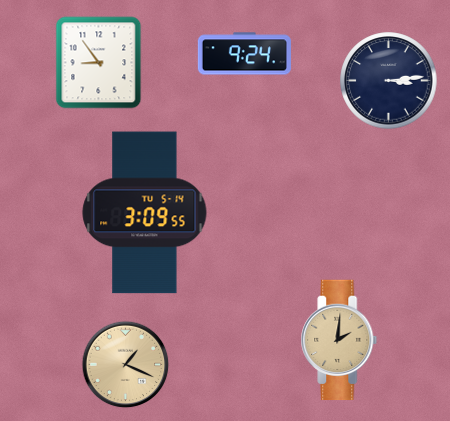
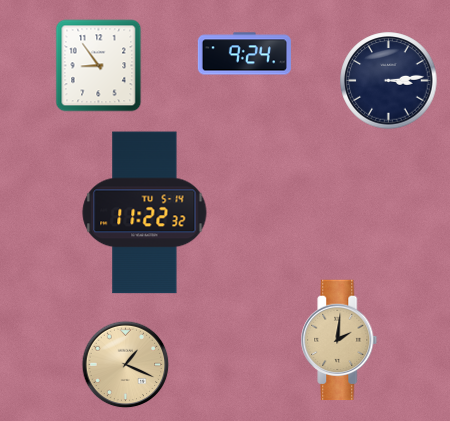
clock at (99, 63) position: (99, 63) -> (99, 66)
clock at (145, 213): 3:09 -> 11:22
